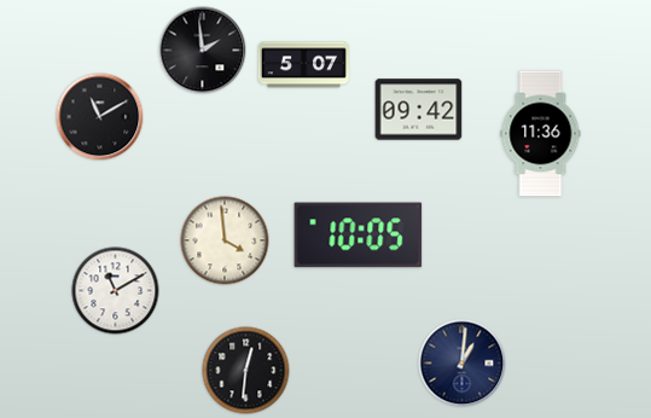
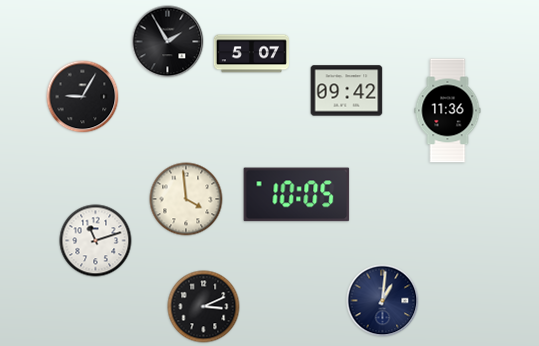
clock at (203, 51): 1:59 -> 1:55
clock at (100, 117): 11:10 -> 9:05
clock at (116, 291): 11:10 -> 11:12
clock at (246, 371): 12:31 -> 3:11
